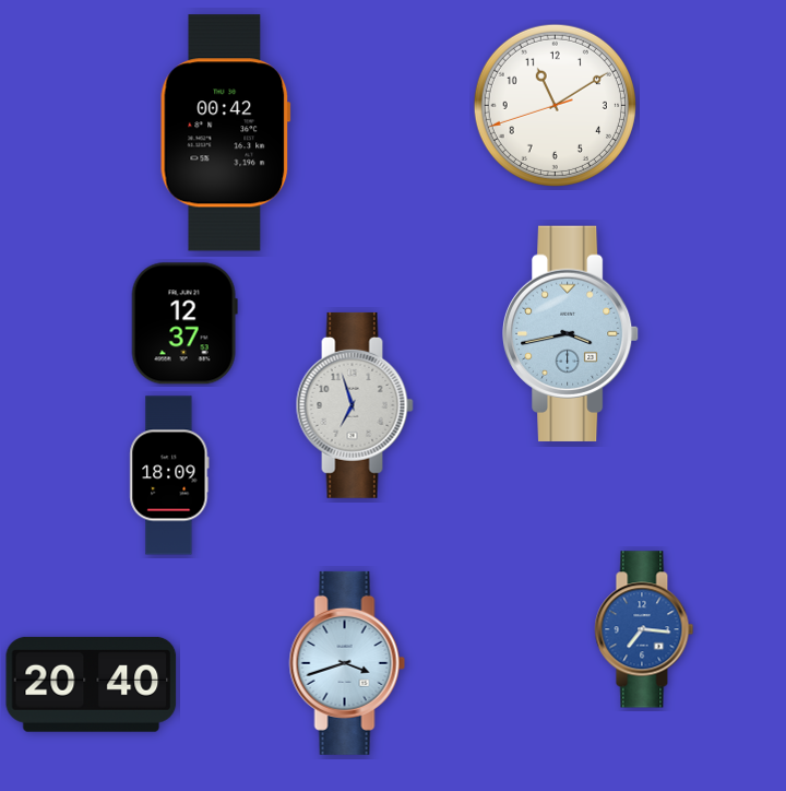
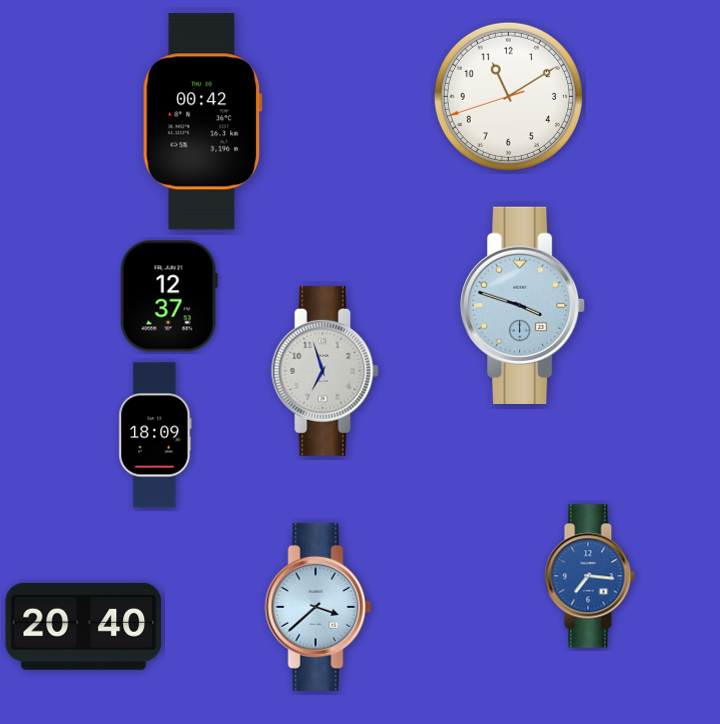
clock at (225, 133) position: (225, 133) -> (202, 122)
clock at (572, 333): 3:43 -> 3:48
clock at (347, 663): 3:42 -> 3:38
